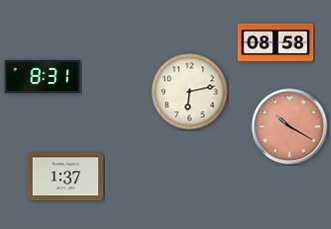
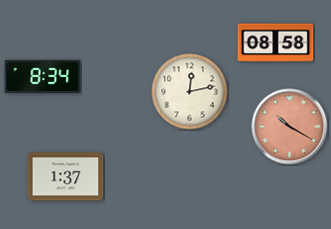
clock at (43, 76): 8:31 -> 8:34
clock at (190, 92): 6:13 -> 12:13
